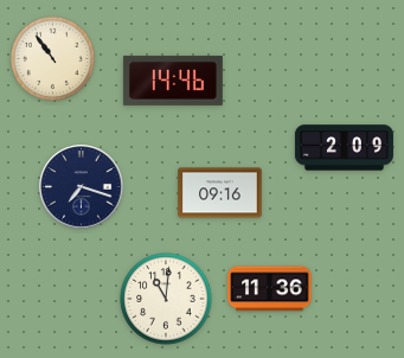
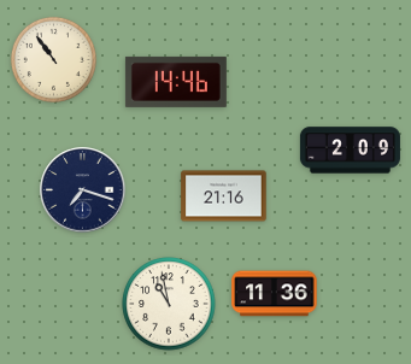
clock at (220, 193): 09:16 -> 21:16
clock at (166, 299): 11:01 -> 10:58
